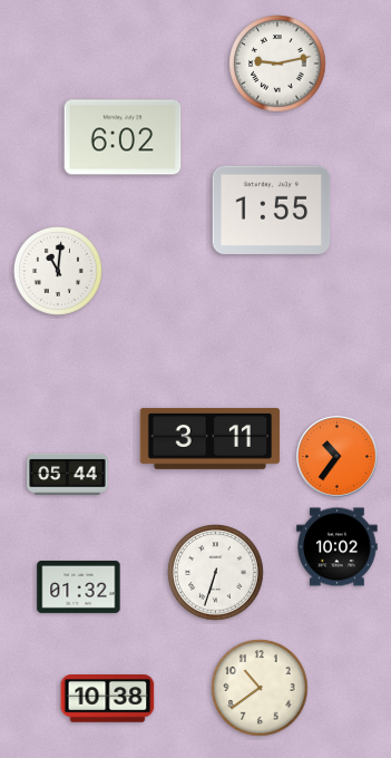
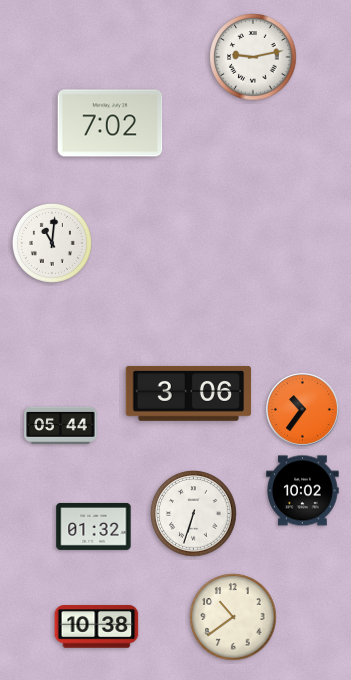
clock at (277, 64) position: (277, 64) -> (253, 57)
clock at (123, 137): 6:02 -> 7:02
clock at (272, 210): 1:55 -> none
clock at (211, 438): 3:11 -> 3:06
clock at (79, 586) position: (79, 586) -> (94, 526)
